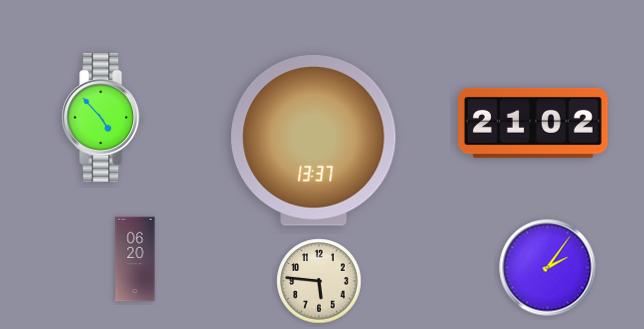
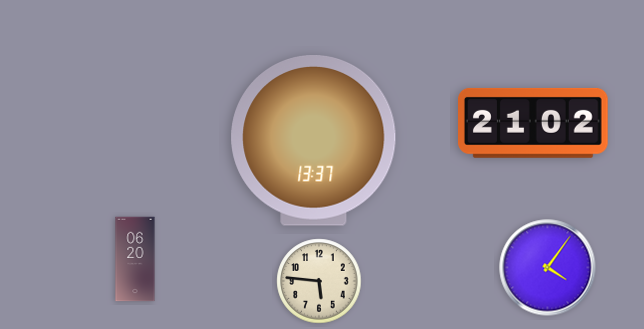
clock at (103, 117): 4:53 -> none
clock at (548, 268): 2:06 -> 4:06
